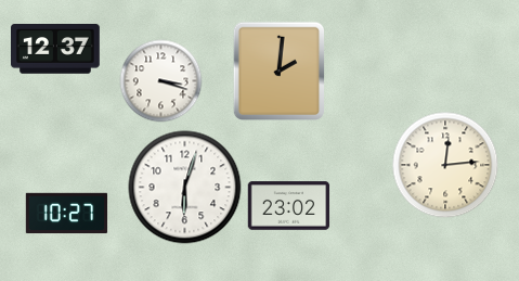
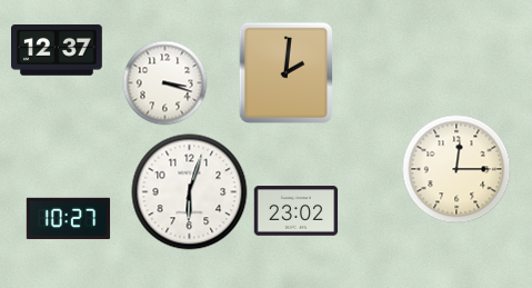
clock at (445, 165): 12:14 -> 12:15
